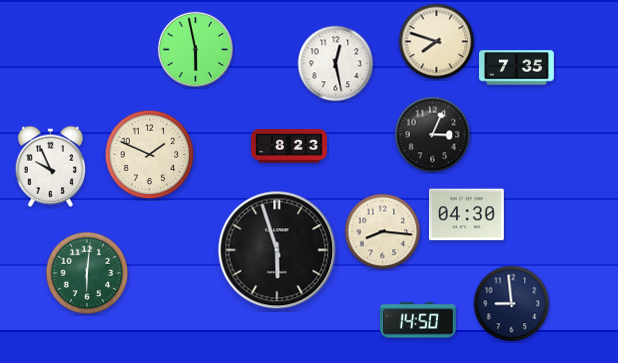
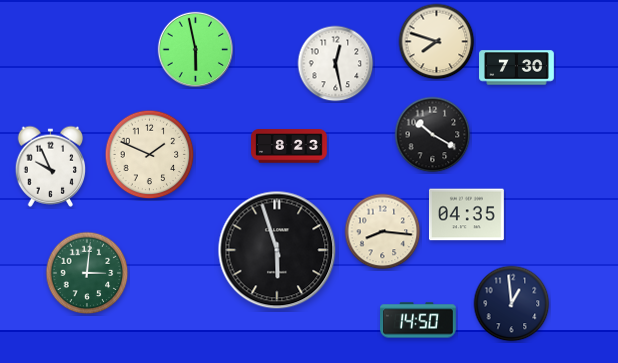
clock at (517, 68): 7:35 -> 7:30
clock at (433, 135): 3:04 -> 10:20
clock at (467, 215): 04:30 -> 04:35
clock at (87, 273): 6:01 -> 3:01
clock at (512, 304): 8:59 -> 12:59
